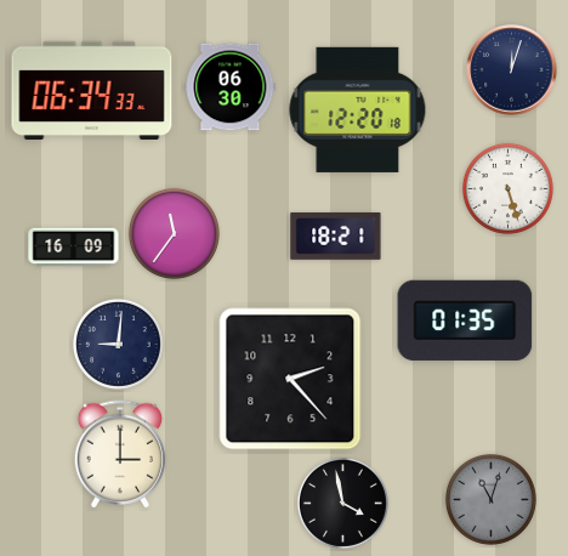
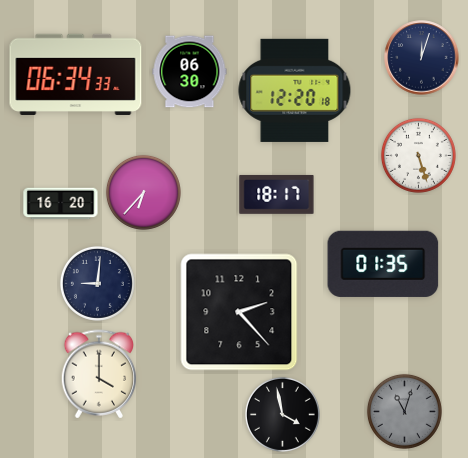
clock at (174, 233): 11:36 -> 6:37
clock at (336, 236): 18:21 -> 18:17
clock at (74, 248): 16:09 -> 16:20
clock at (120, 454): 3:00 -> 4:00
